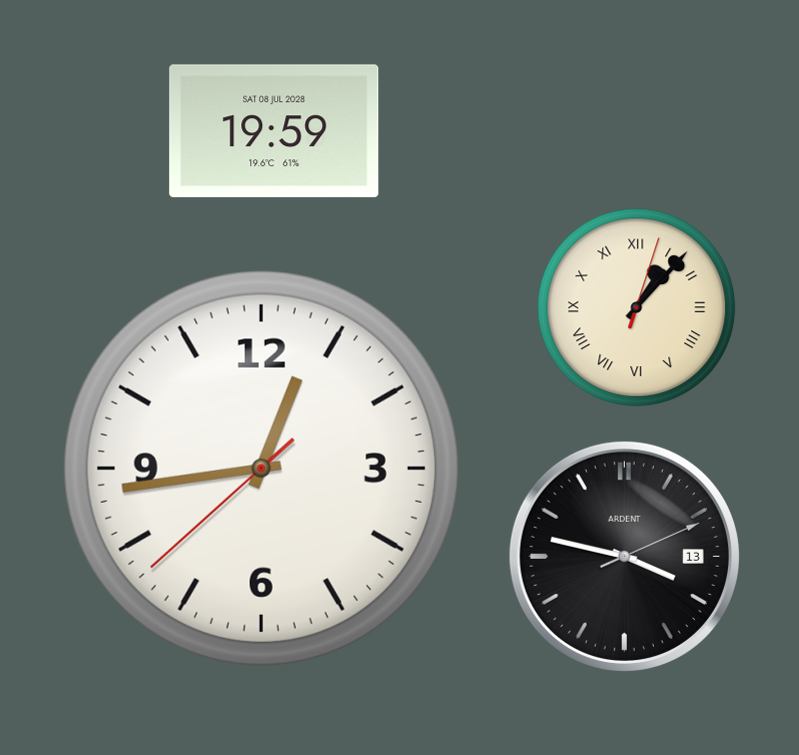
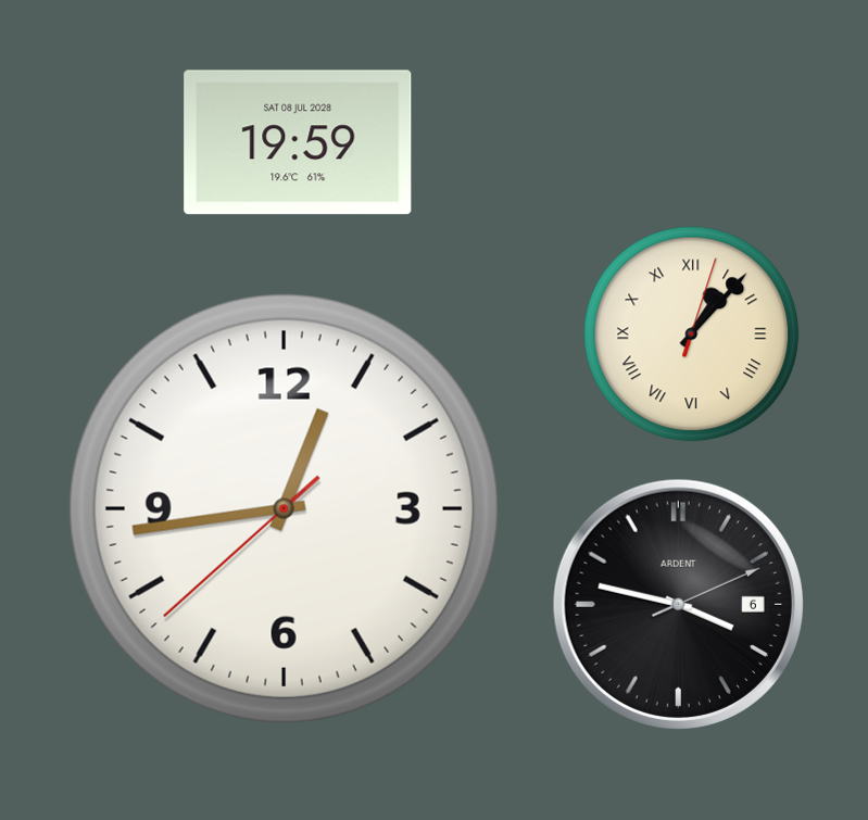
clock at (624, 556) date: 13 -> 6
